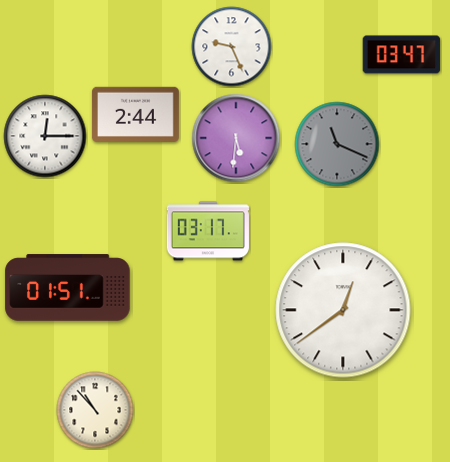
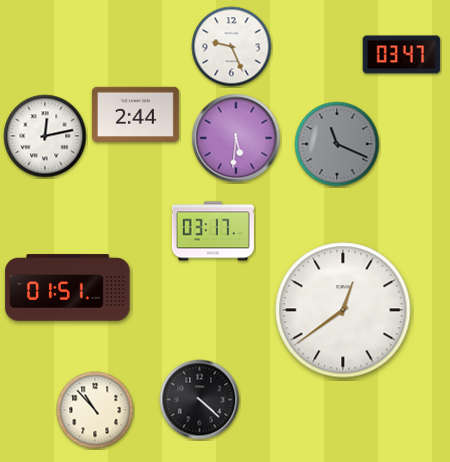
clock at (45, 136): 12:15 -> 12:13
clock at (208, 231) position: (208, 231) -> (213, 231)
clock at (200, 400): none -> 4:22
